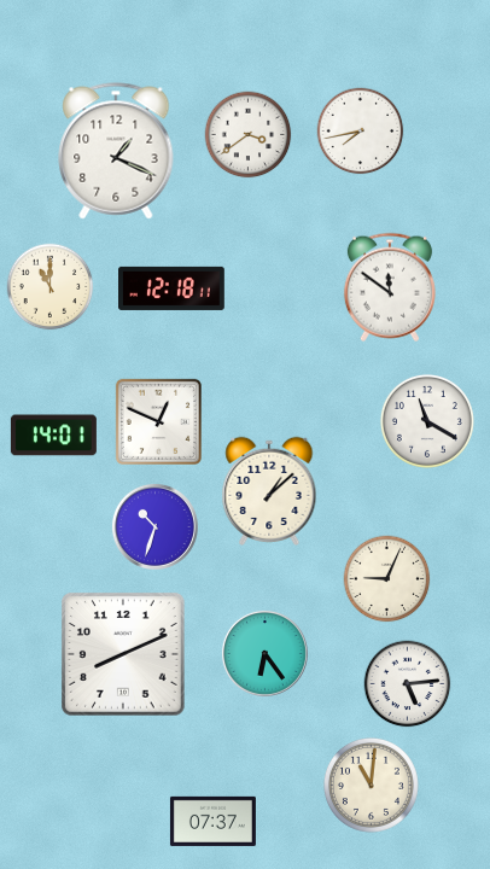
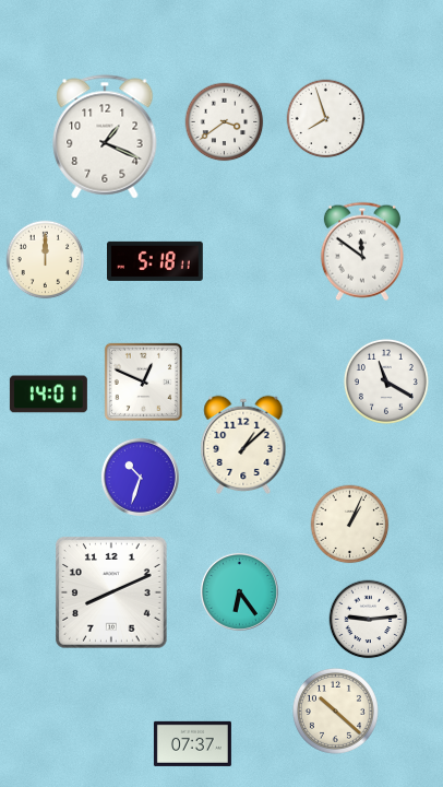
clock at (361, 132): 7:43 -> 7:57
clock at (51, 287): 11:00 -> 12:00
clock at (390, 287) position: (390, 287) -> (362, 251)
clock at (173, 288): 12:18 -> 5:18
clock at (387, 579): 9:04 -> 1:04
clock at (408, 684): 5:14 -> 9:14
clock at (371, 785): 11:01 -> 10:22
